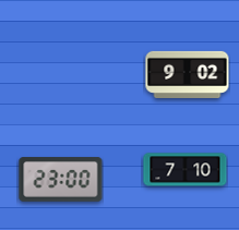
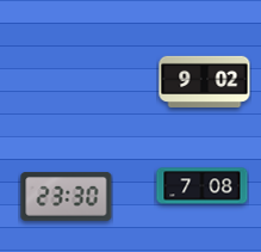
clock at (186, 170): 7:10 -> 7:08
clock at (61, 180): 23:00 -> 23:30
